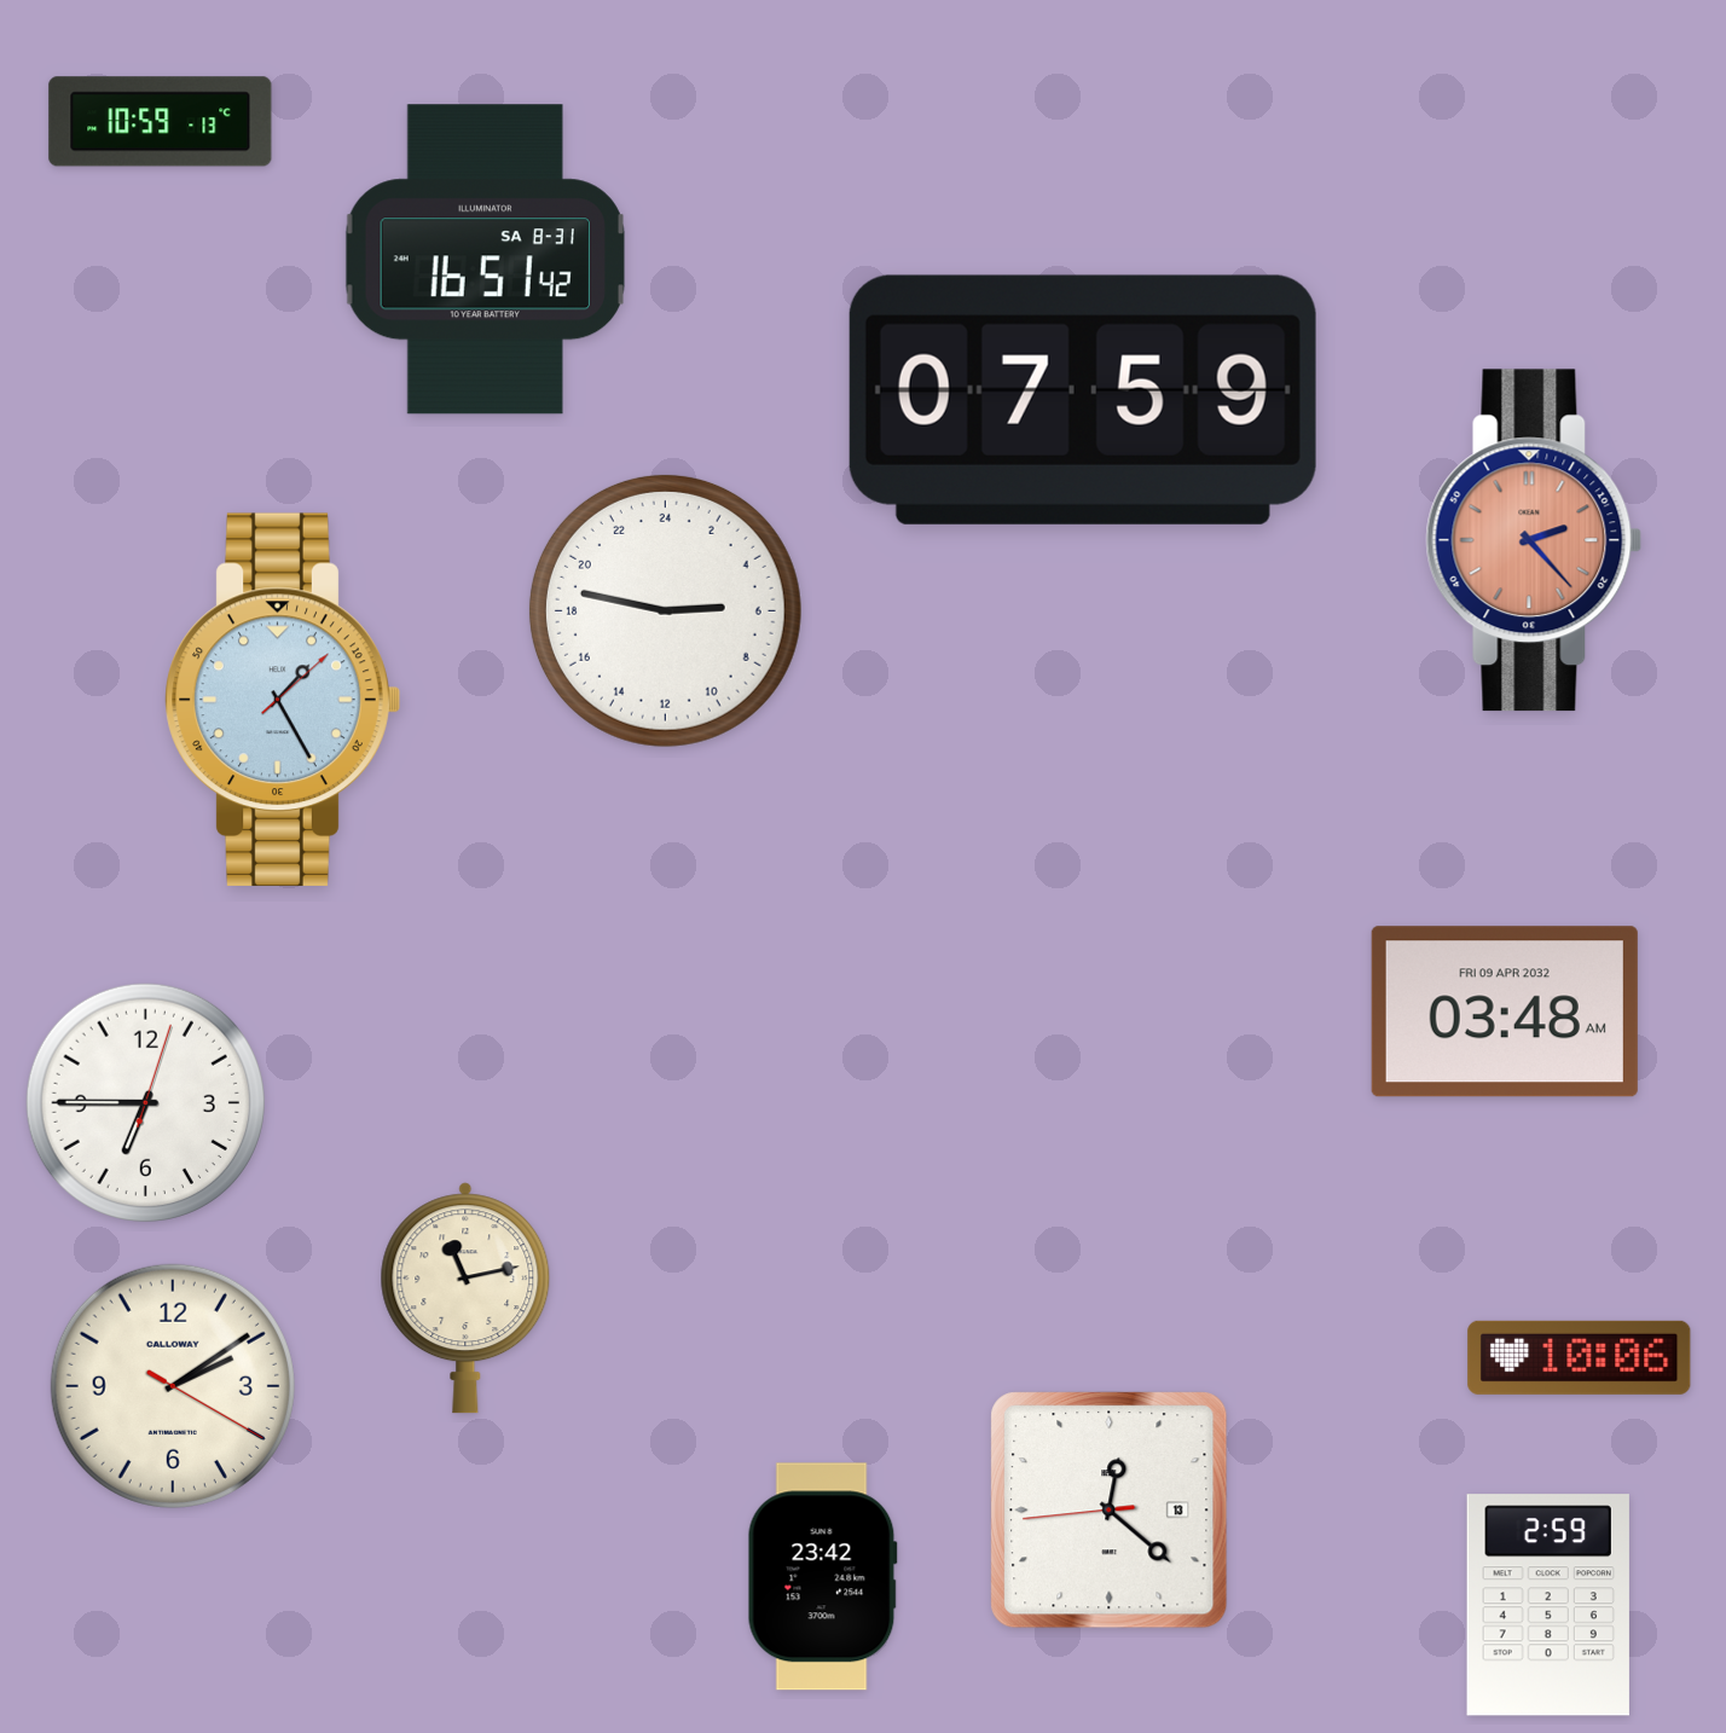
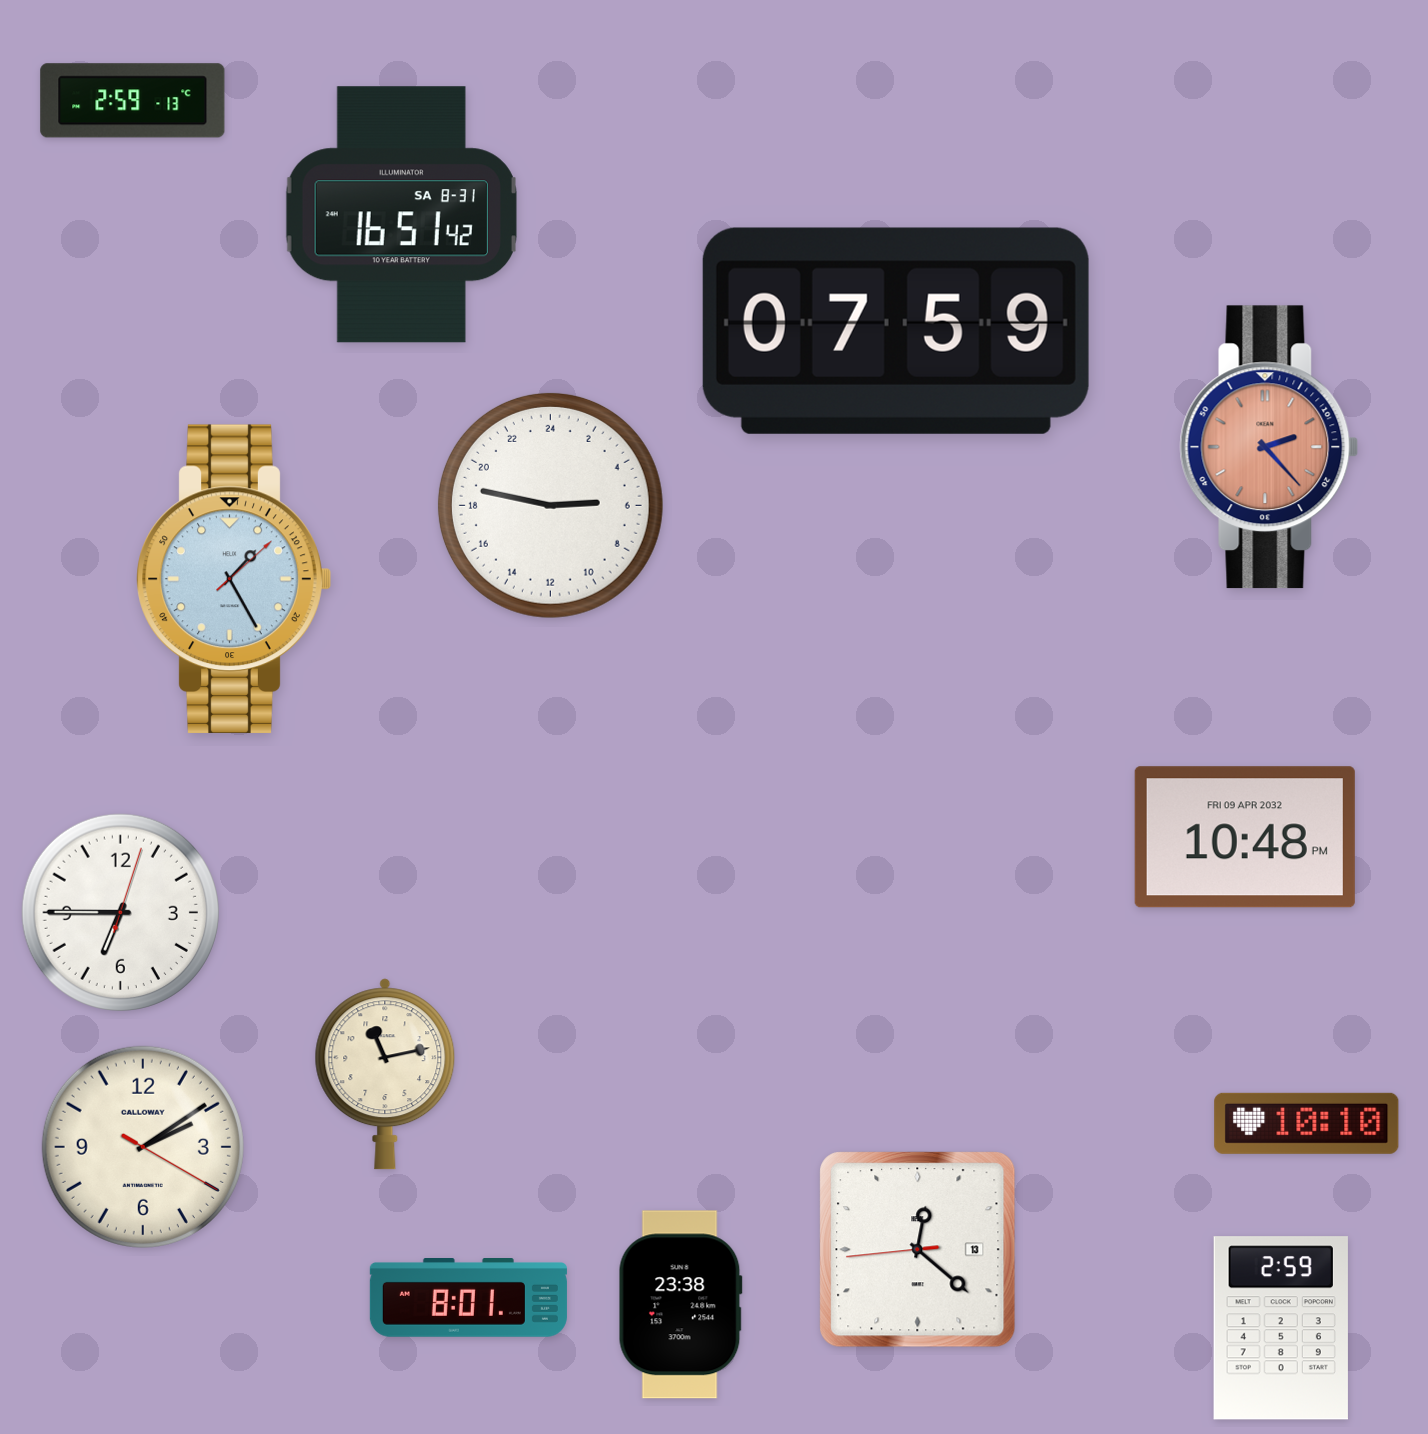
clock at (161, 122): 10:59 -> 2:59
clock at (1505, 1012): 03:48 -> 10:48
clock at (1580, 1357): 10:06 -> 10:10
clock at (468, 1298): none -> 8:01
clock at (822, 1577): 23:42 -> 23:38
